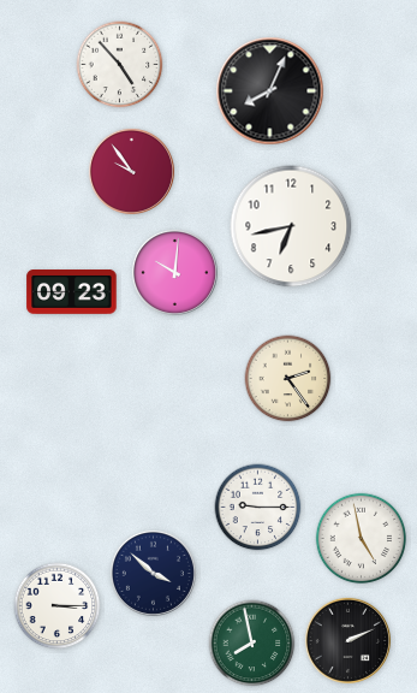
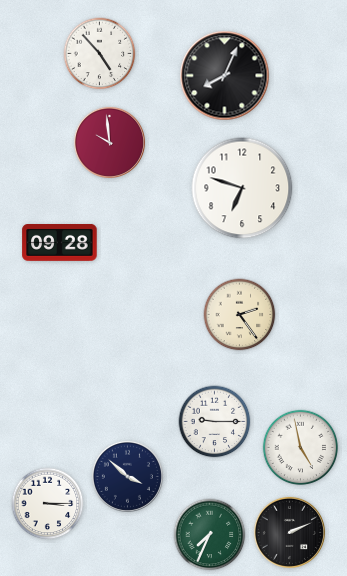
clock at (131, 171): 9:54 -> 9:59
clock at (291, 226): 6:43 -> 6:48
clock at (174, 272): 10:01 -> none
clock at (72, 292): 09:23 -> 09:28
clock at (252, 644): 7:58 -> 7:34
